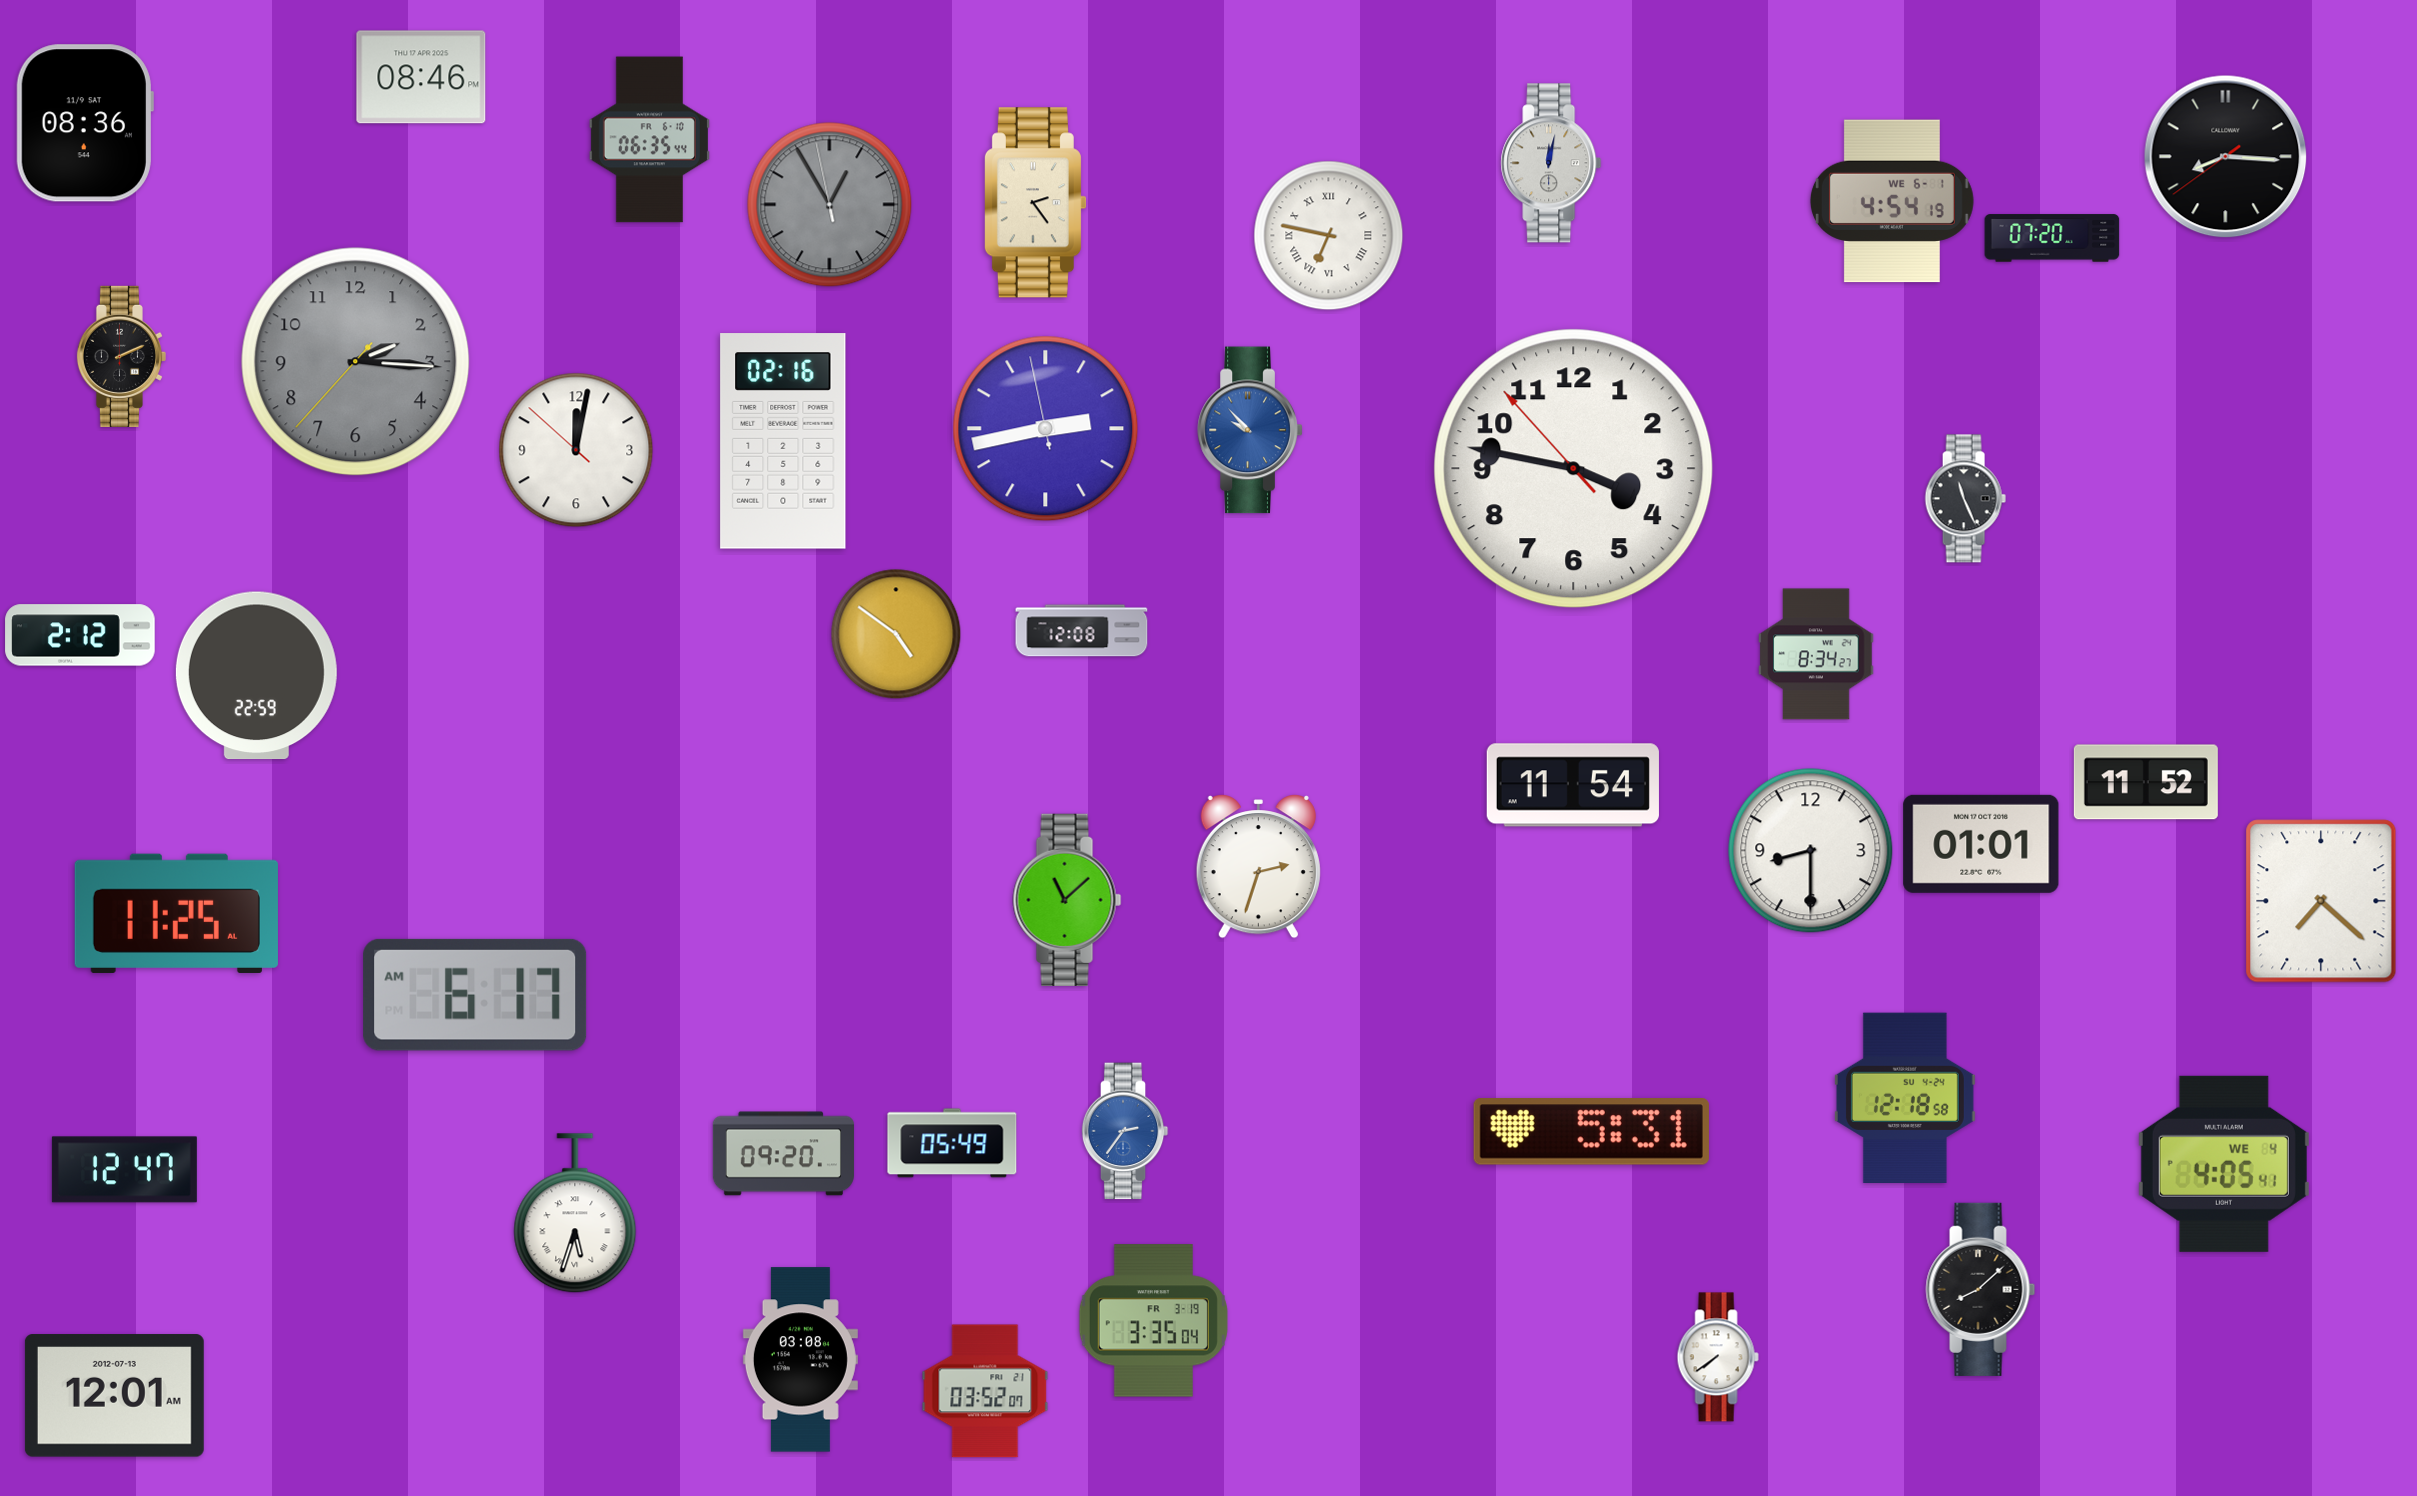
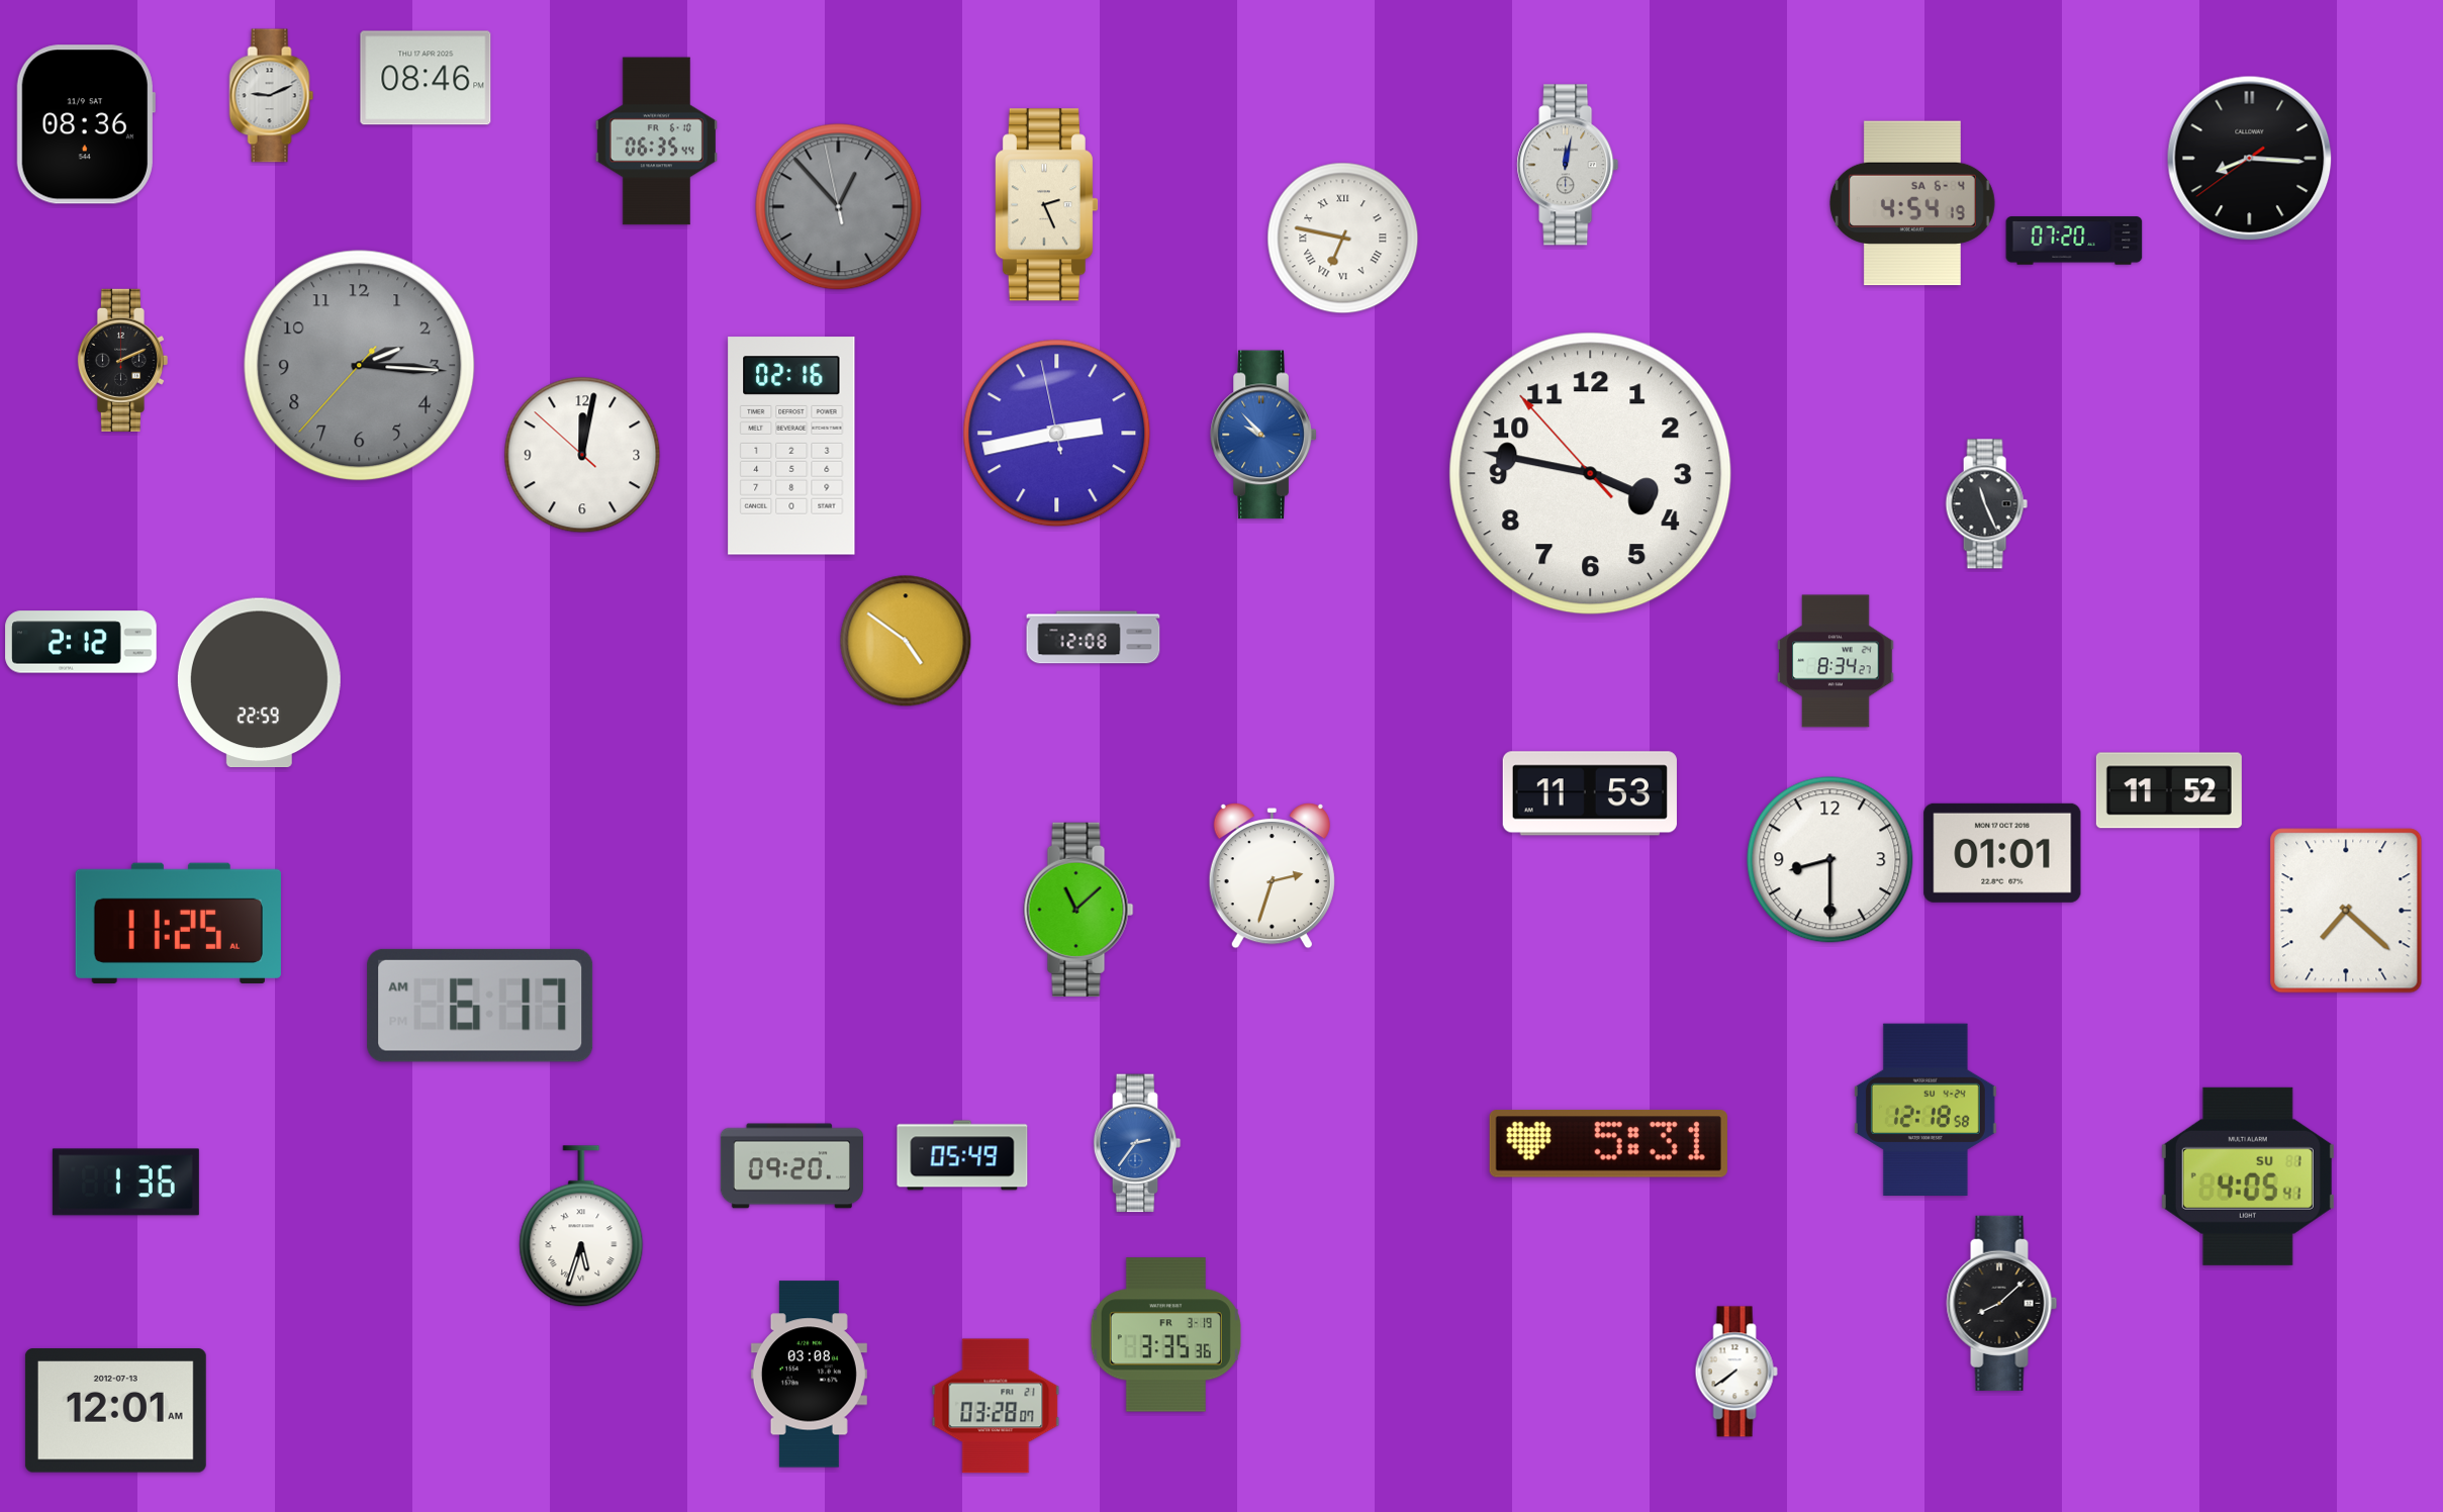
clock at (272, 96): none -> 9:11
clock at (1892, 201) date: WE 6-1 -> SA 6-4
clock at (1035, 203): 2:24 -> 2:26
clock at (830, 205): 12:54 -> 12:52
clock at (1573, 785): 11:54 -> 11:53
clock at (2224, 1164) date: WE 4 -> SU 1
clock at (124, 1170): 12:47 -> 1:36
clock at (1153, 1321): 3:35:04 -> 3:35:36
clock at (985, 1391): 03:52 -> 03:28
